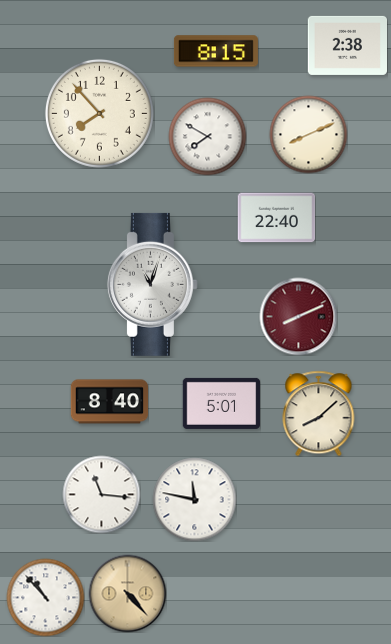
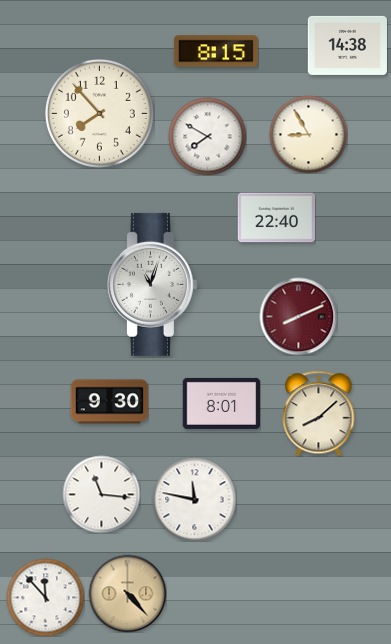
clock at (347, 45): 2:38 -> 14:38
clock at (308, 134): 8:11 -> 8:55
clock at (109, 402): 8:40 -> 9:30
clock at (221, 403): 5:01 -> 8:01
clock at (45, 597): 10:53 -> 11:53
